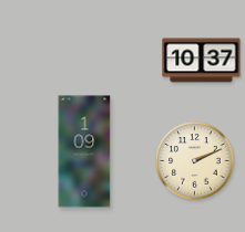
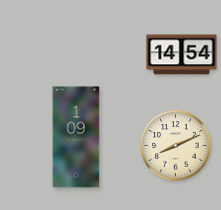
clock at (202, 61): 10:37 -> 14:54
clock at (195, 161): 2:11 -> 8:11
